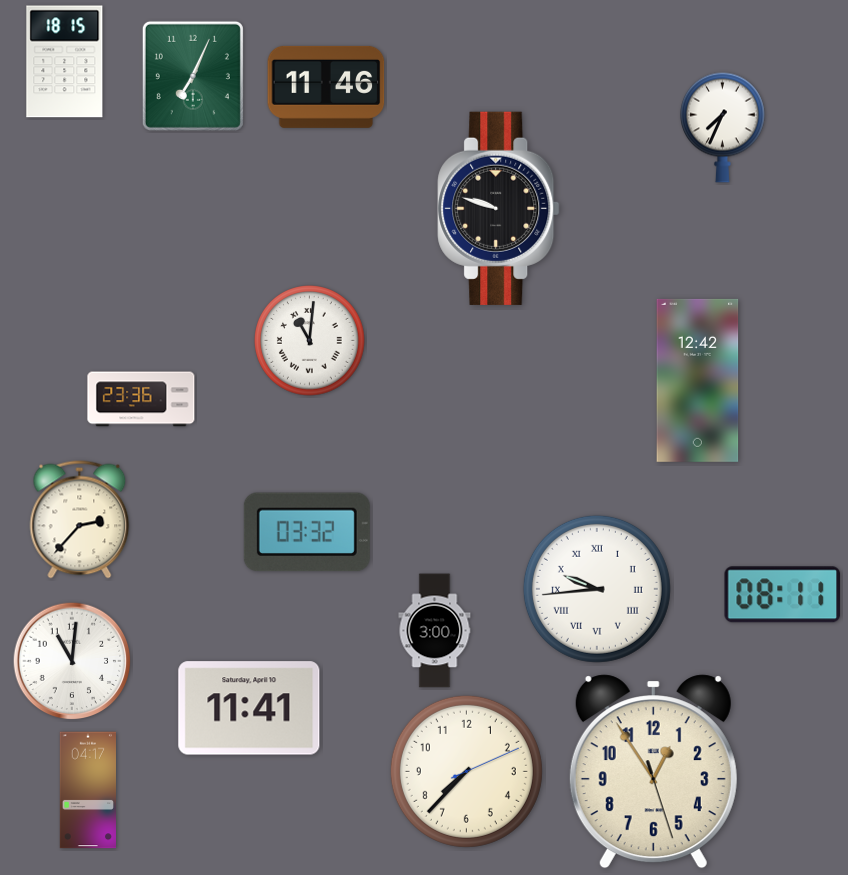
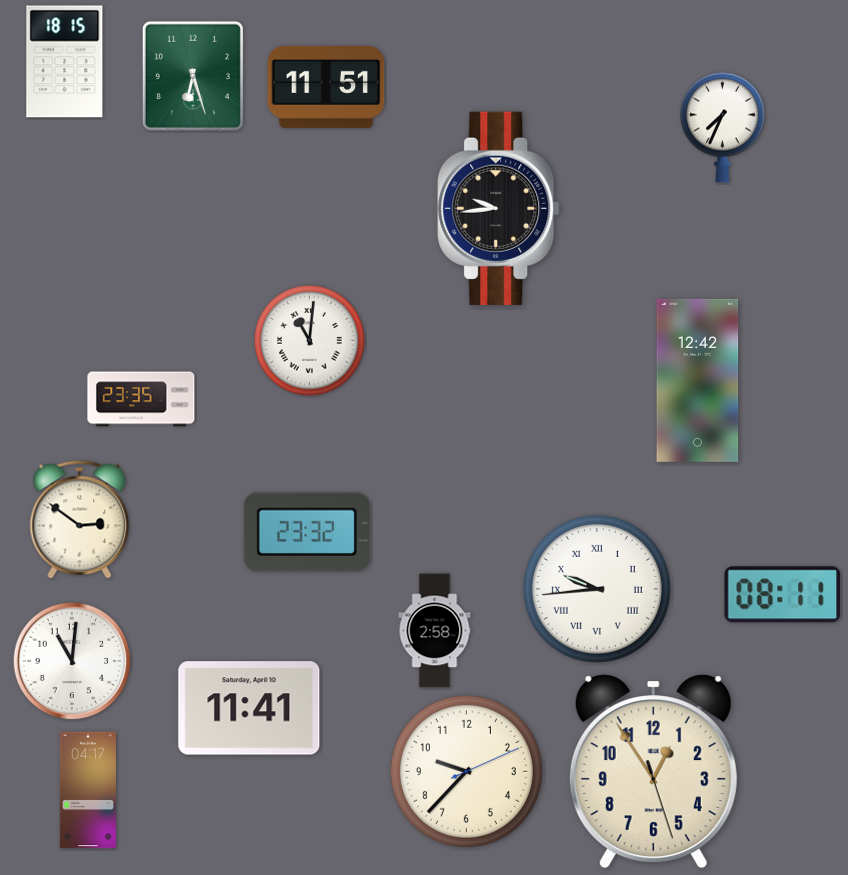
clock at (193, 76): 7:04 -> 6:27
clock at (326, 87): 11:46 -> 11:51
clock at (499, 208): 9:48 -> 9:44
clock at (141, 399): 23:36 -> 23:35
clock at (80, 520): 2:37 -> 2:51
clock at (307, 532): 03:32 -> 23:32
clock at (435, 631): 3:00 -> 2:58
clock at (466, 771): 7:37 -> 9:37
